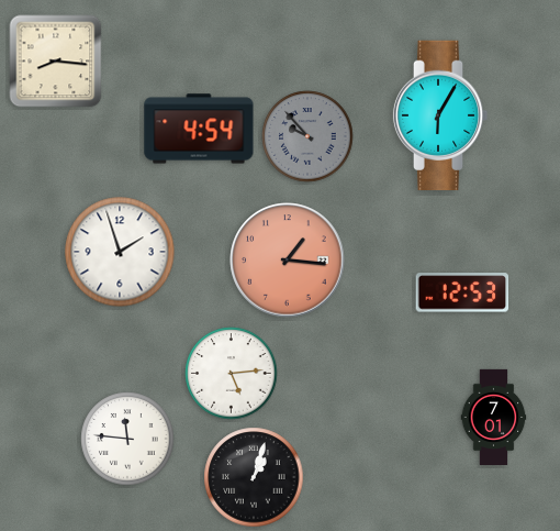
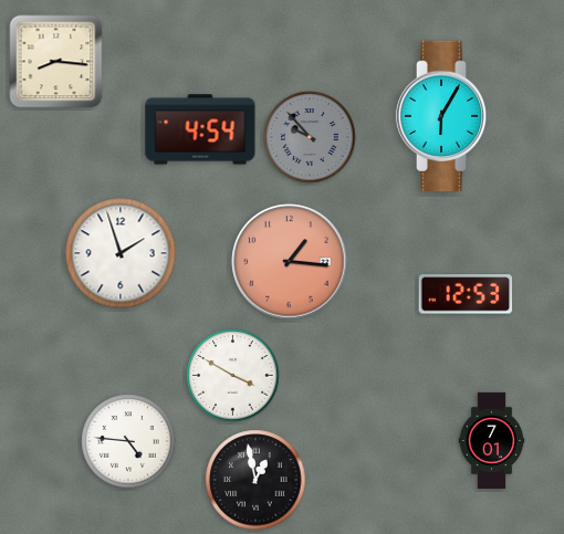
clock at (232, 374): 5:14 -> 3:50
clock at (494, 417) position: (494, 417) -> (492, 440)
clock at (127, 439): 11:46 -> 4:46
clock at (254, 477): 1:03 -> 12:58
